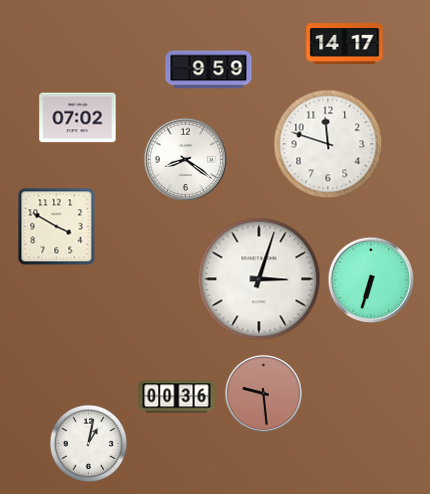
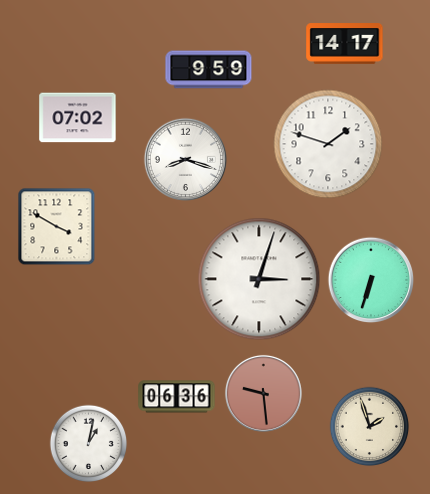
clock at (328, 144): 11:48 -> 1:48
clock at (185, 159): 8:21 -> 8:18
clock at (177, 397): 00:36 -> 06:36
clock at (369, 426): none -> 1:57
